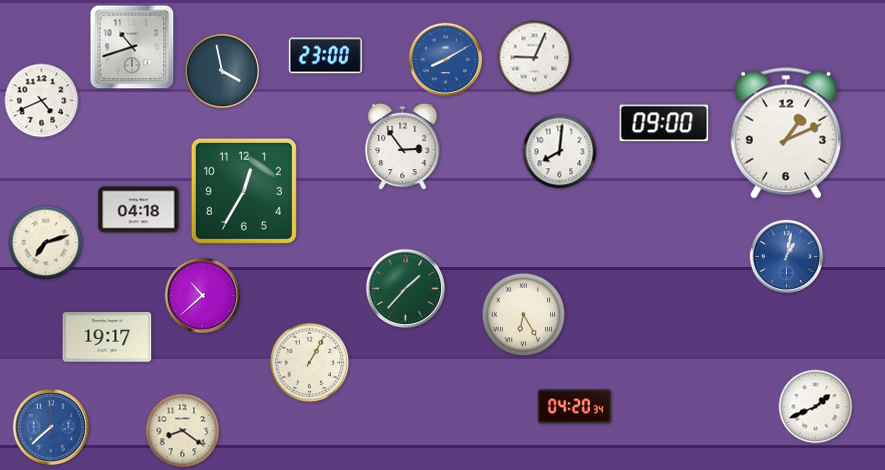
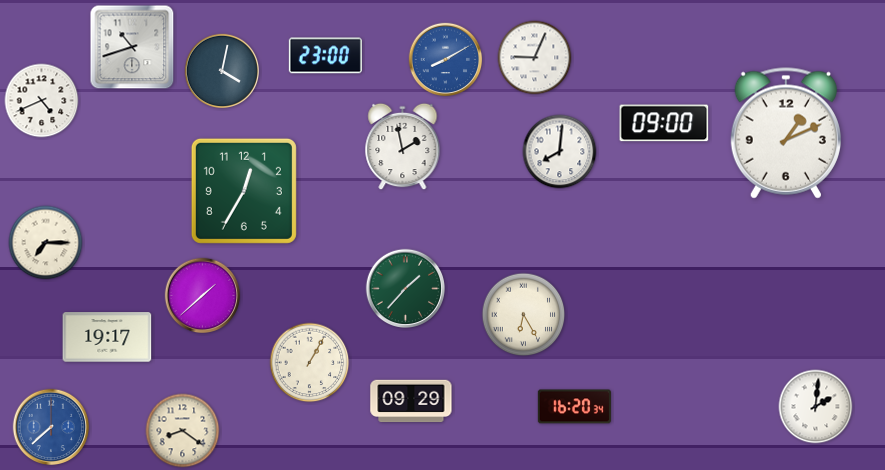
clock at (222, 71): 3:58 -> 4:02
clock at (403, 147): 2:54 -> 1:58
clock at (139, 210): 04:18 -> none
clock at (46, 243): 7:12 -> 7:15
clock at (787, 257): 1:02 -> none
clock at (203, 296): 10:38 -> 1:38
clock at (411, 401): none -> 09:29
clock at (574, 407): 04:20 -> 16:20
clock at (816, 407): 1:41 -> 2:01
